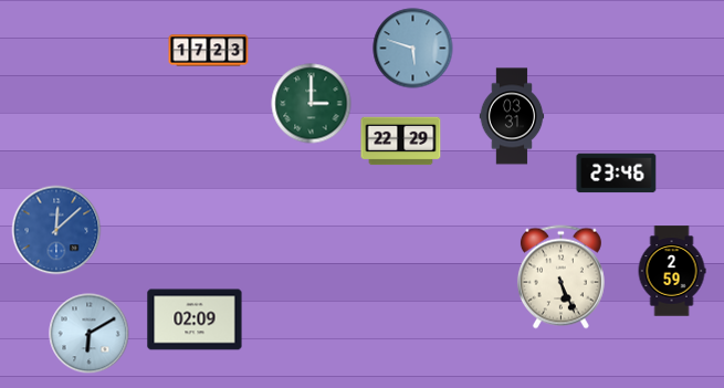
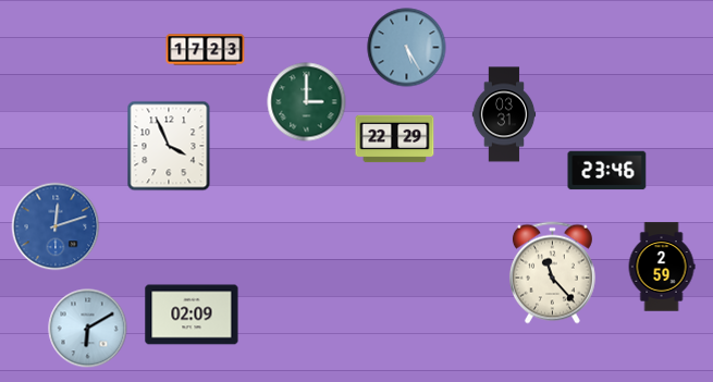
clock at (413, 49): 5:48 -> 5:25
clock at (169, 146): none -> 3:56
clock at (56, 230): 12:08 -> 12:12
clock at (560, 277): 5:26 -> 11:23
